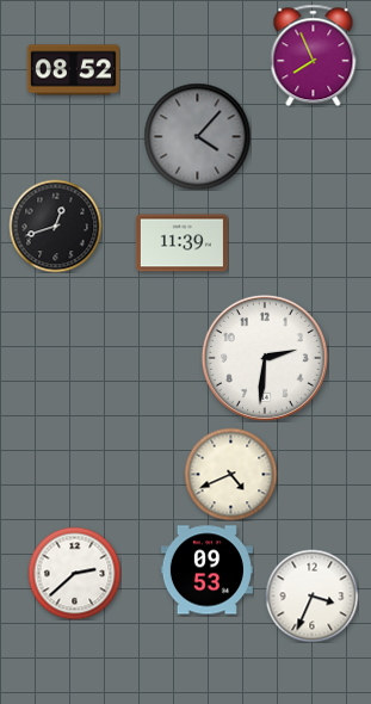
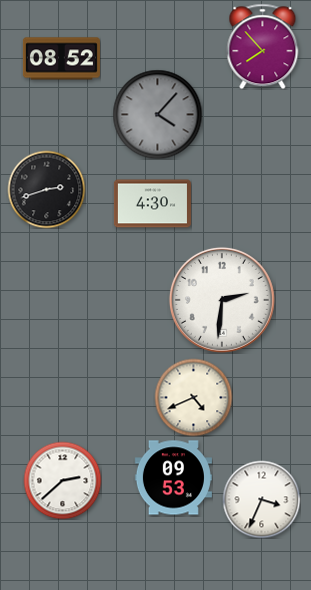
clock at (314, 55): 7:56 -> 7:53
clock at (197, 136) position: (197, 136) -> (157, 114)
clock at (55, 226): 12:42 -> 2:42
clock at (181, 243): 11:39 -> 4:30
